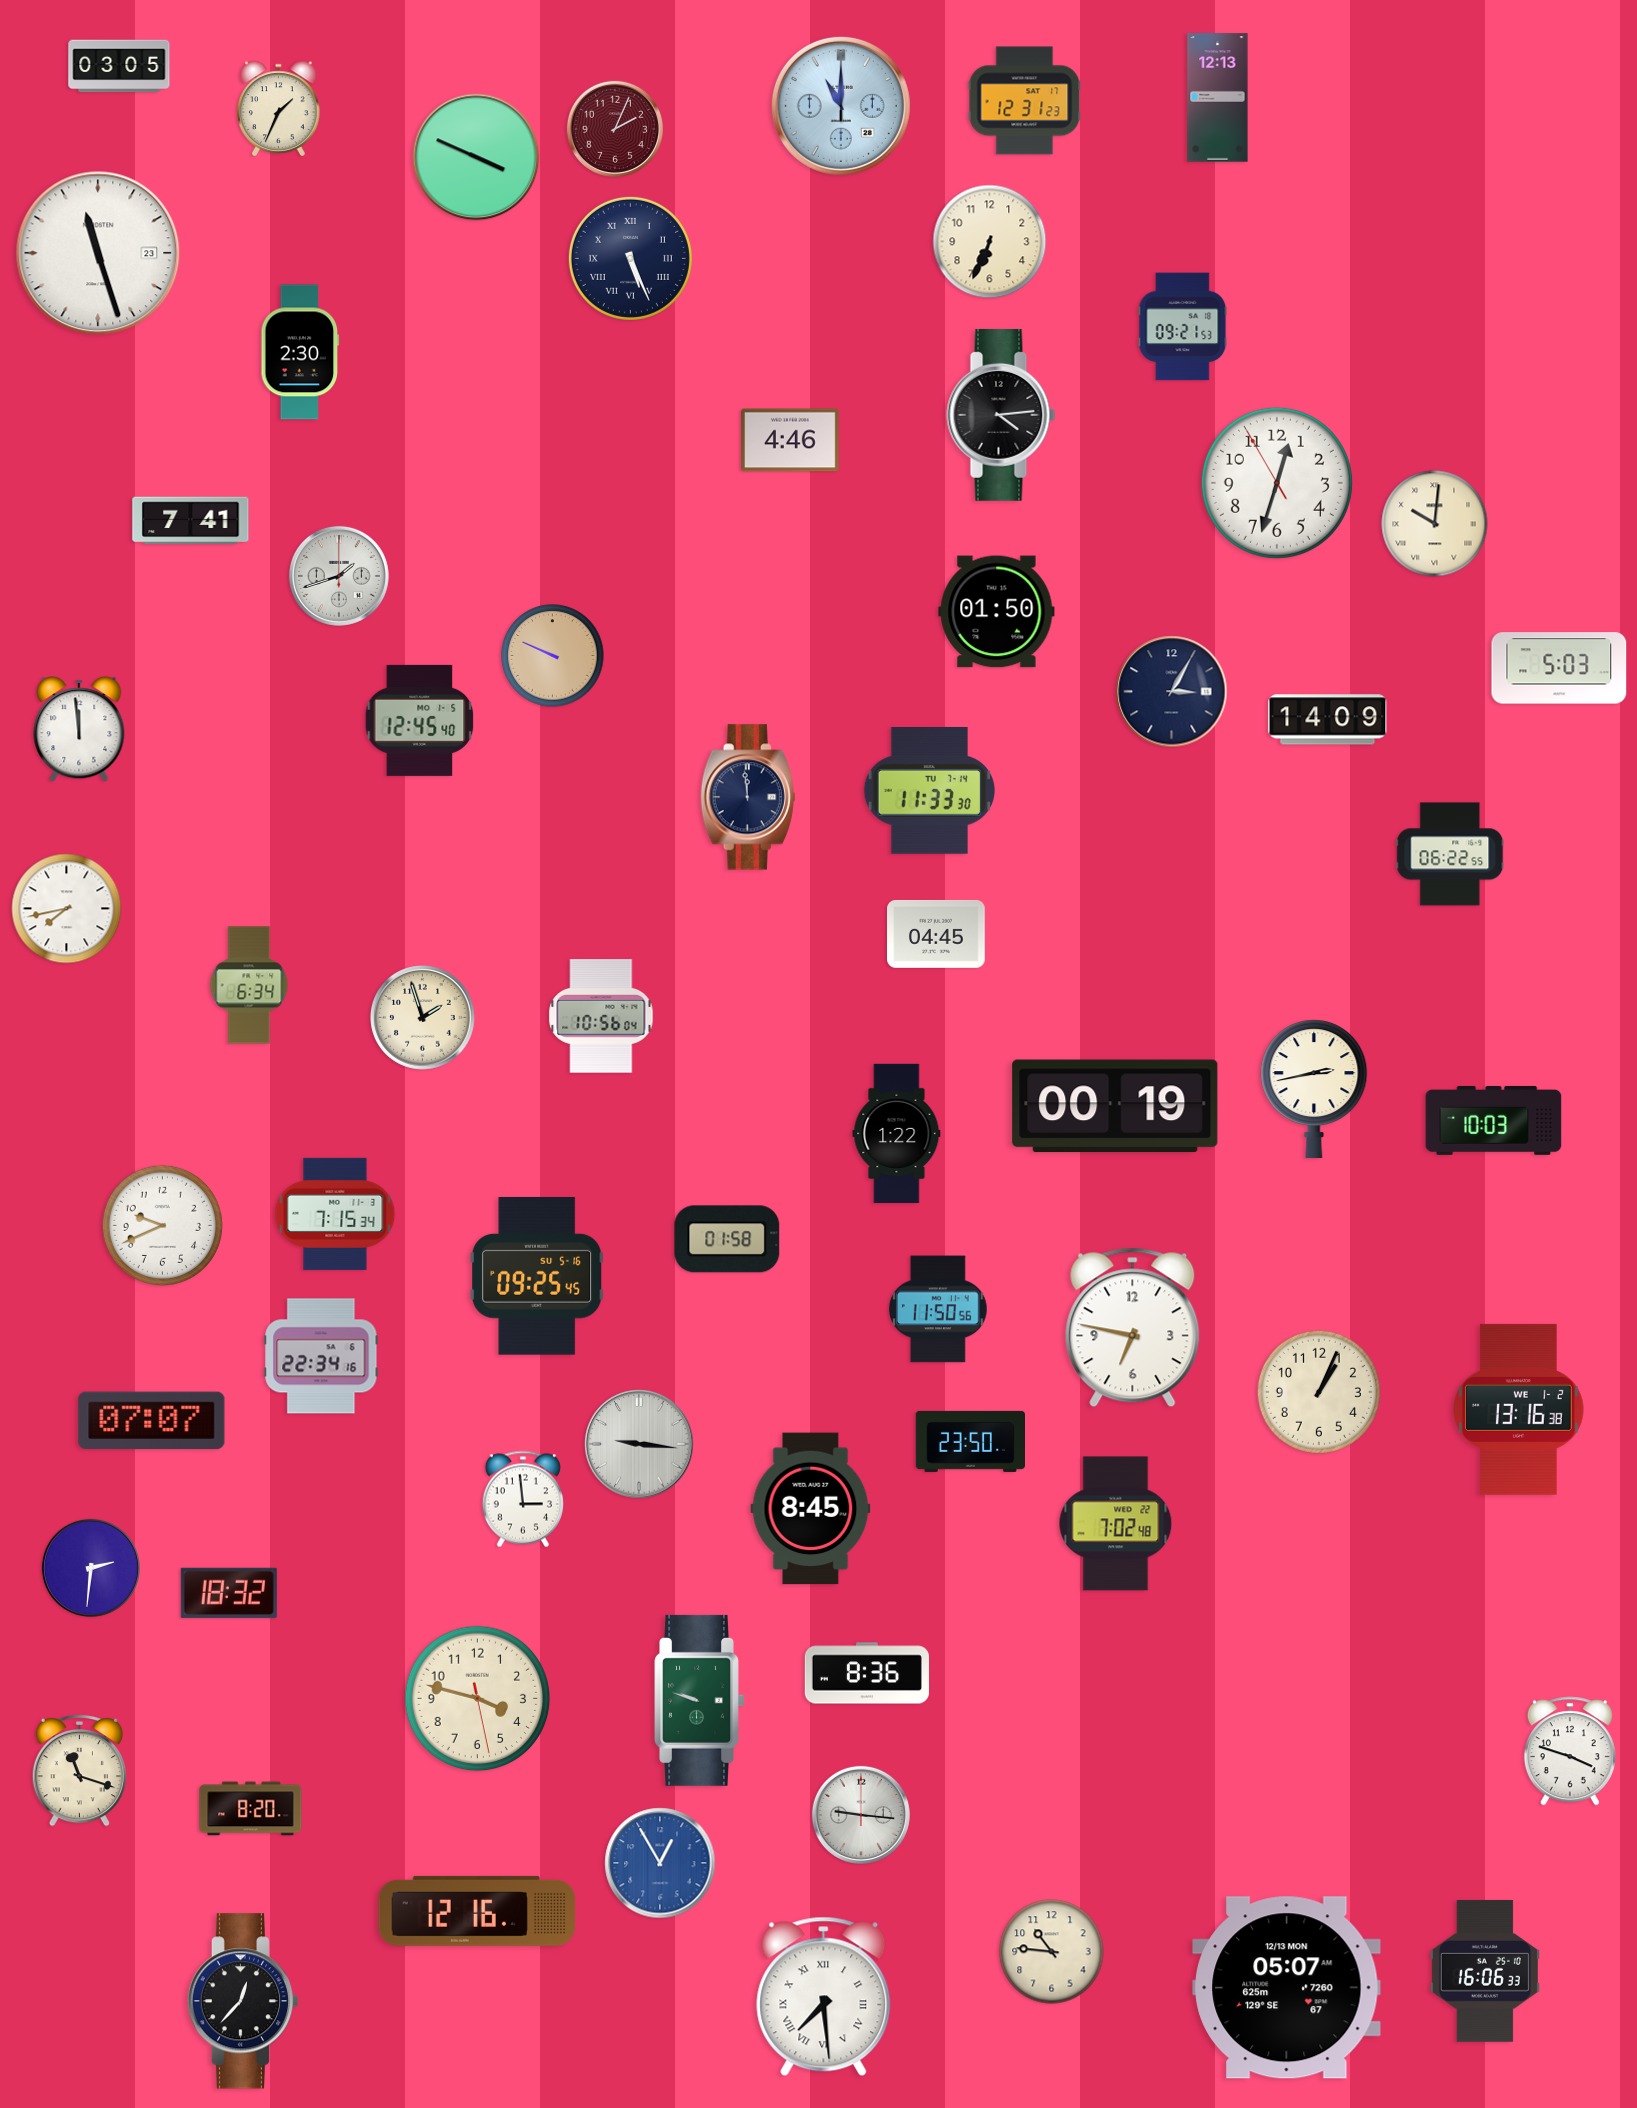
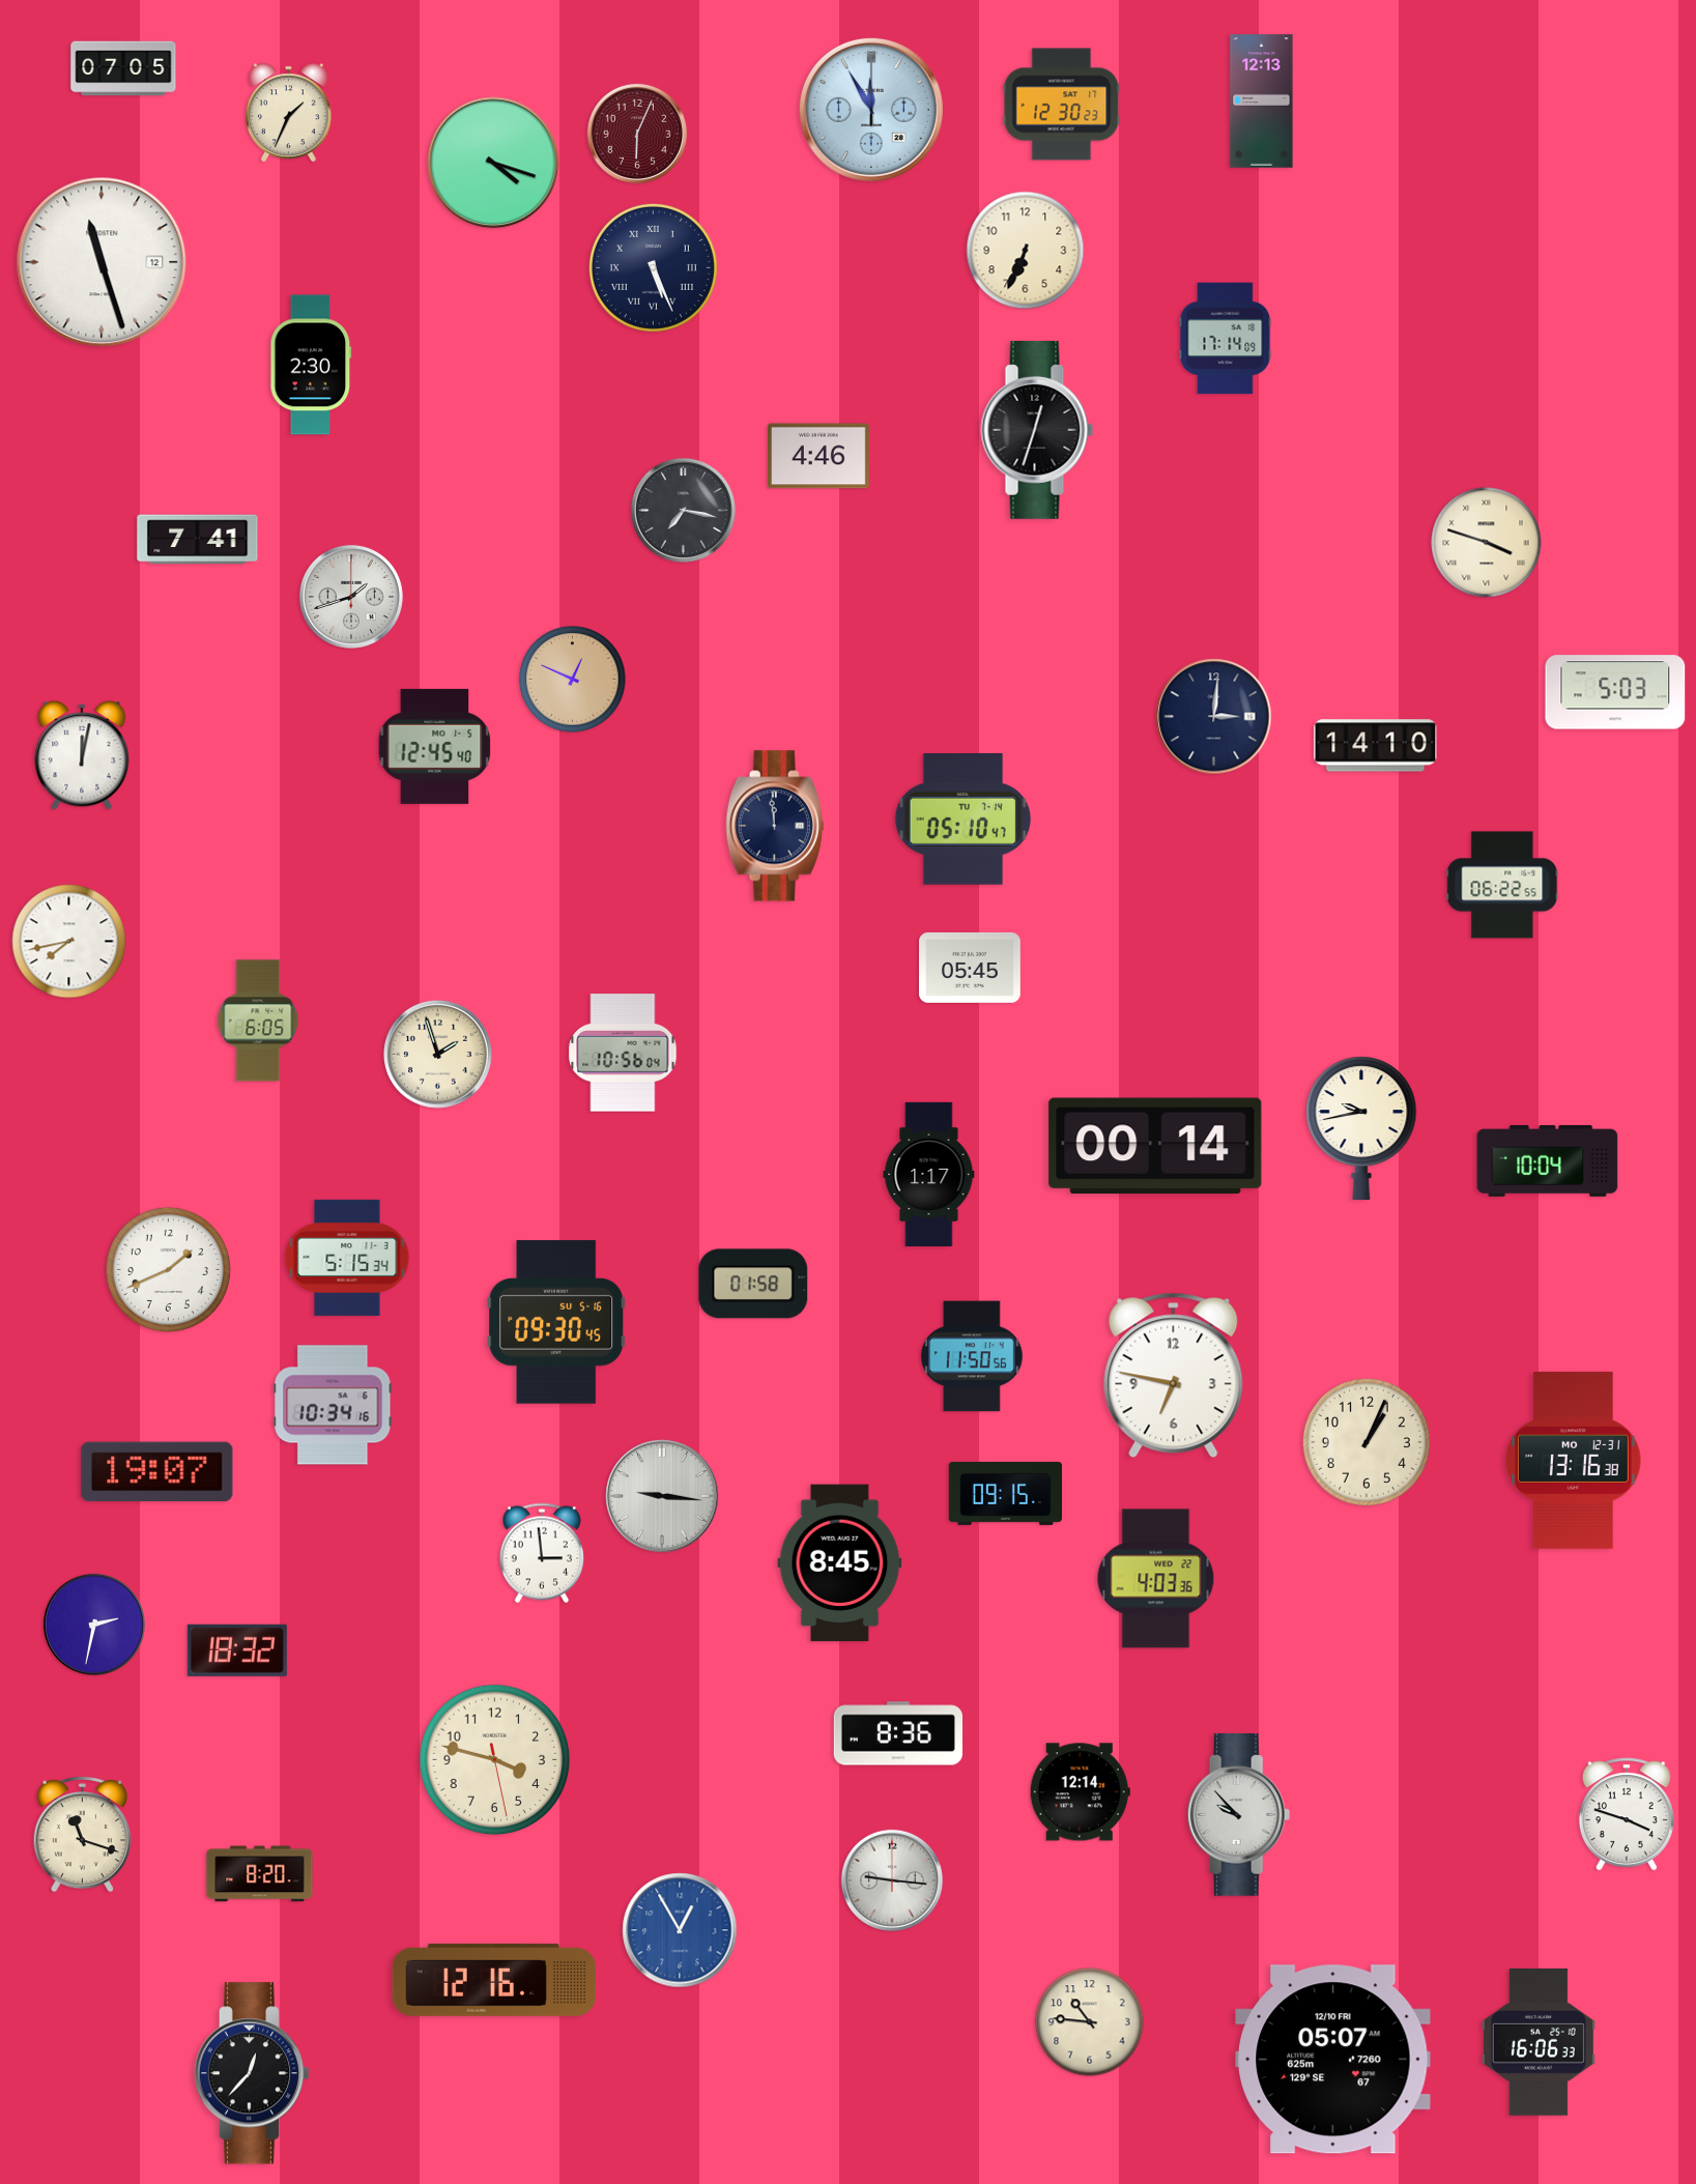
clock at (119, 66): 03:05 -> 07:05
clock at (1025, 101): 12:31 -> 12:30
clock at (841, 106): 11:00 -> 11:55
clock at (615, 129): 2:04 -> 6:04
clock at (476, 157): 3:49 -> 4:18
clock at (98, 253) date: 23 -> 12
clock at (1183, 327): 09:21 -> 17:14
clock at (1001, 415): 4:14 -> 12:33
clock at (1277, 483): 12:32 -> none
clock at (683, 510): none -> 7:17
clock at (1435, 524): 10:01 -> 3:48
clock at (997, 612): 01:50 -> none
clock at (553, 656): 9:49 -> 12:49
clock at (1172, 692): 3:05 -> 3:01
clock at (1328, 720): 14:09 -> 14:10
clock at (79, 729): 11:59 -> 12:02
clock at (929, 791): 11:33 -> 05:10
clock at (937, 934): 04:45 -> 05:45
clock at (249, 985): 6:34 -> 6:05
clock at (1314, 1088): 2:43 -> 9:43
clock at (1115, 1106): 00:19 -> 00:14
clock at (1494, 1121): 10:03 -> 10:04
clock at (897, 1133): 1:22 -> 1:17
clock at (335, 1214): 7:15 -> 5:15
clock at (162, 1225): 9:41 -> 1:41
clock at (537, 1276): 09:25 -> 09:30
clock at (321, 1356): 22:34 -> 10:34
clock at (1519, 1409) date: WE 1-2 -> MO 12-31
clock at (152, 1421): 07:07 -> 19:07
clock at (970, 1441): 23:50 -> 09:15
clock at (1116, 1524): 7:02 -> 4:03
clock at (91, 1568): 2:31 -> 2:32
clock at (700, 1700): 9:48 -> none
clock at (1080, 1792): none -> 12:14
clock at (1239, 1814): none -> 9:53
clock at (660, 1863) position: (660, 1863) -> (680, 1930)
clock at (1287, 1988) date: 12/13 MON -> 12/10 FRI
clock at (824, 1997): 7:29 -> none
